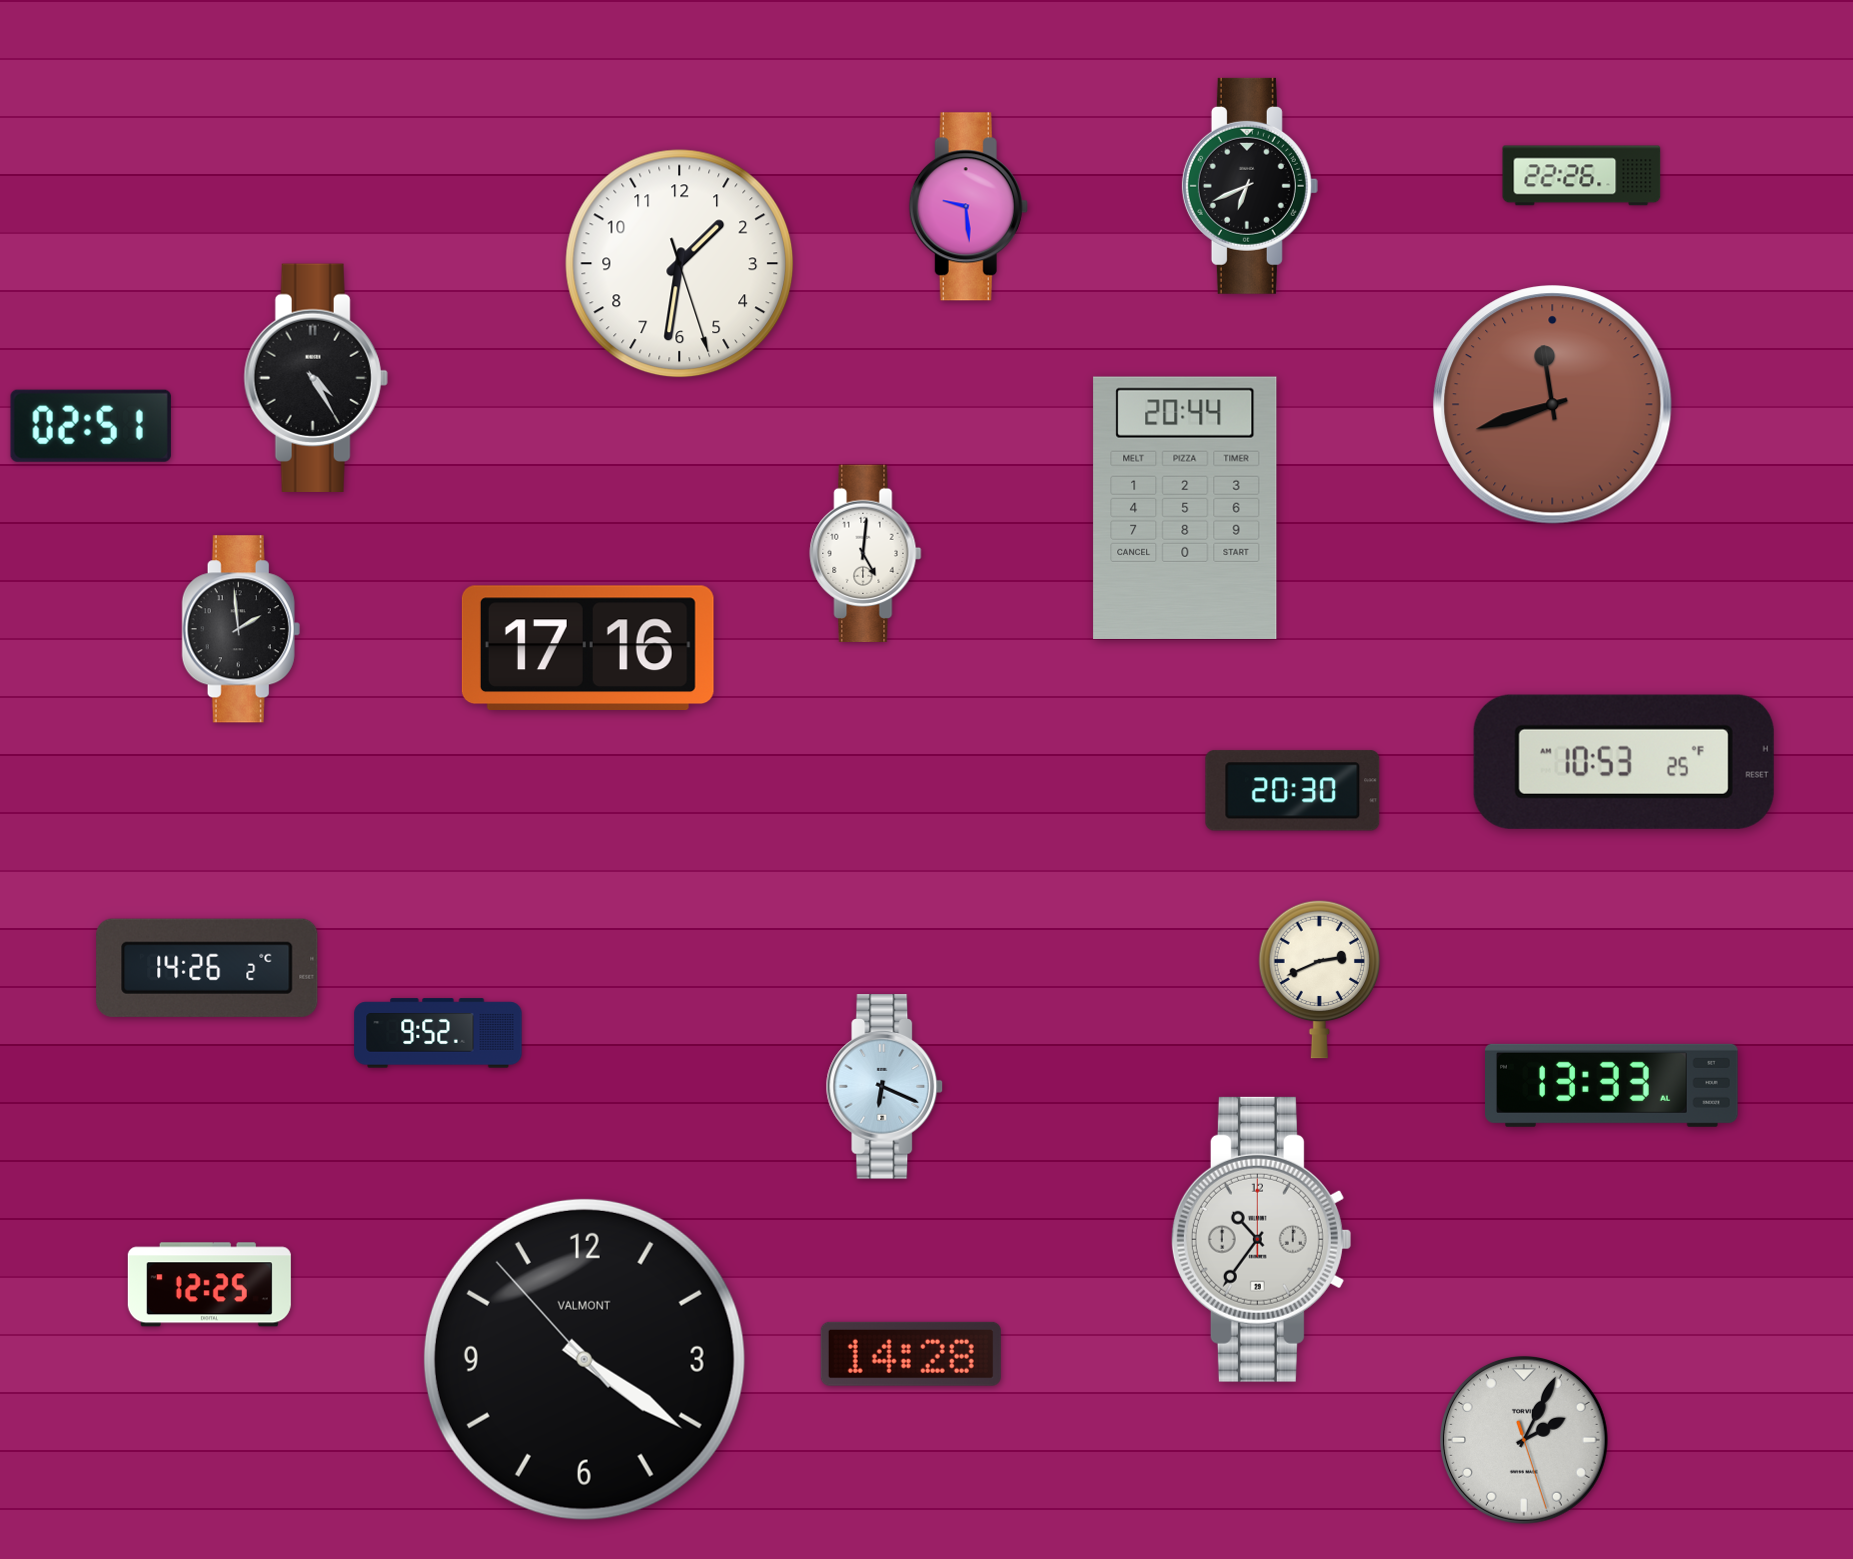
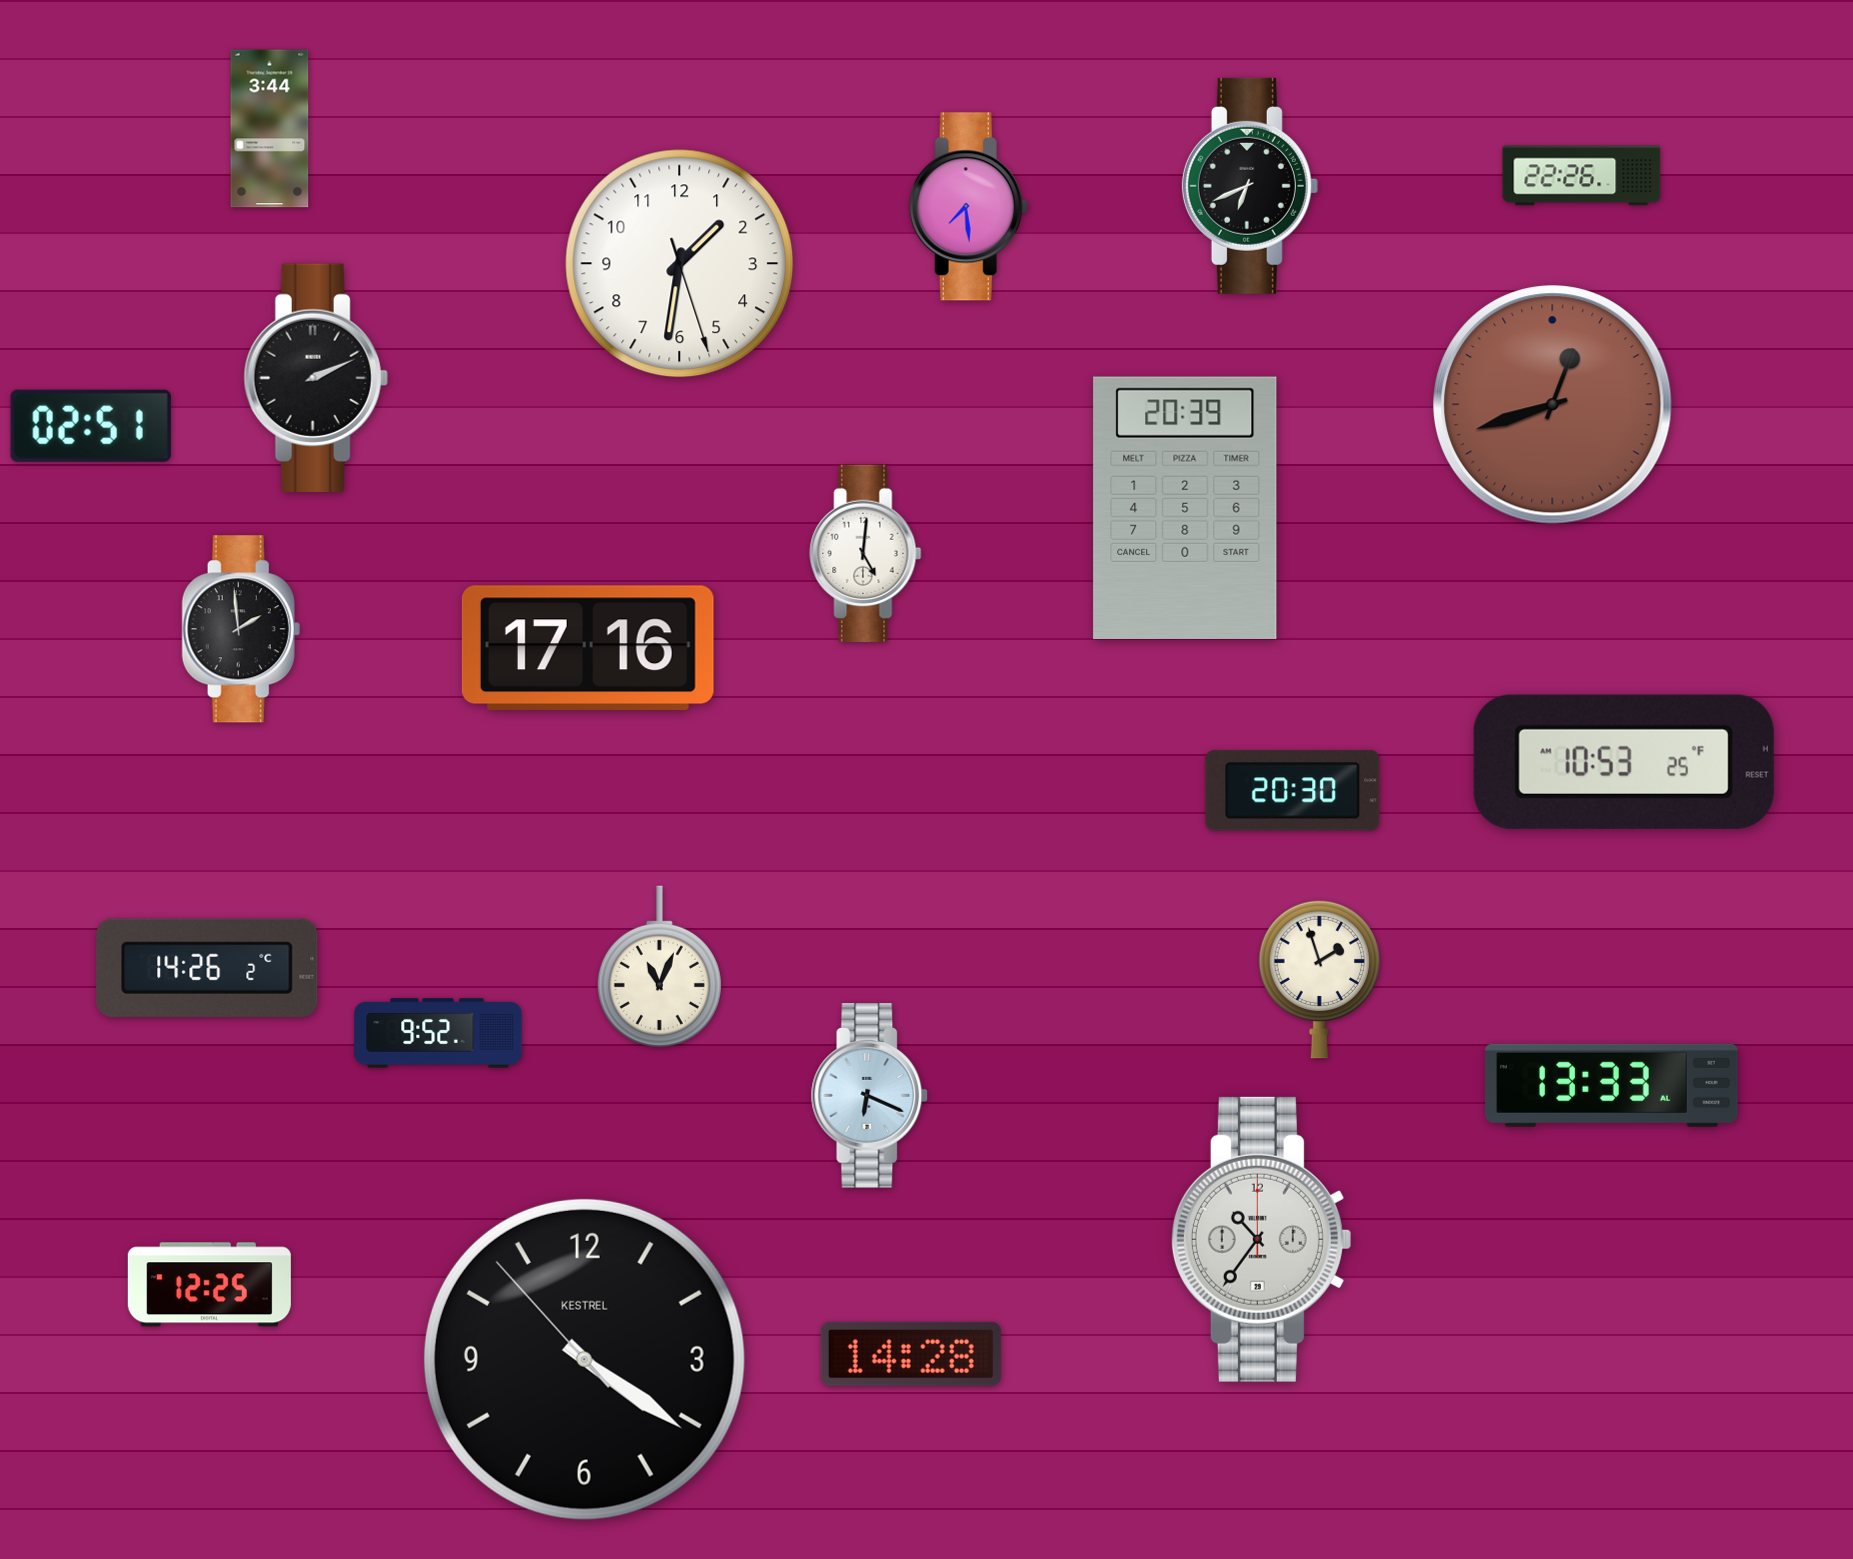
clock at (270, 129): none -> 3:44
clock at (968, 207): 9:29 -> 7:29
clock at (316, 378): 4:25 -> 2:11
clock at (1553, 405): 11:42 -> 12:42
clock at (1185, 508): 20:44 -> 20:39
clock at (659, 966): none -> 11:04
clock at (1319, 979): 2:41 -> 1:57
clock at (885, 1087) position: (885, 1087) -> (870, 1096)
clock at (584, 1359) brand: VALMONT -> KESTREL
clock at (1524, 1440): 2:04 -> none
